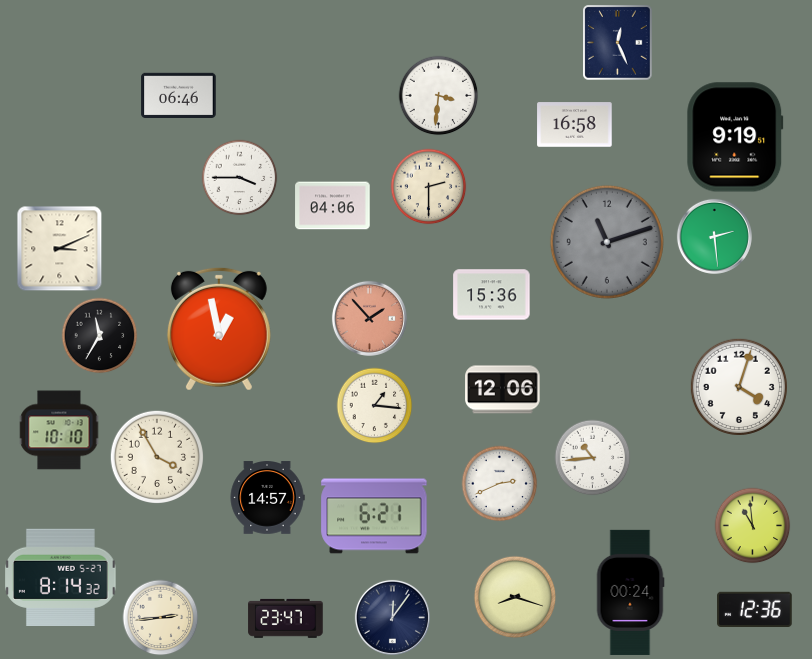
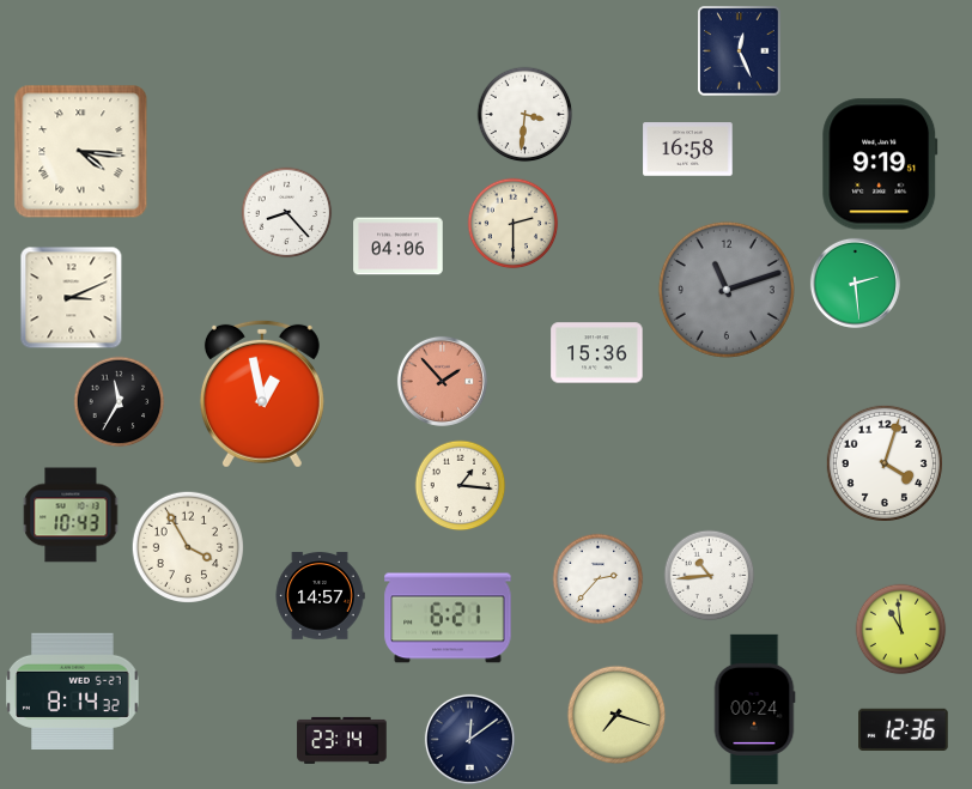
clock at (179, 95): 06:46 -> none
clock at (81, 152): none -> 4:16
clock at (240, 178): 3:45 -> 8:23
clock at (492, 295) position: (492, 295) -> (597, 353)
clock at (503, 390): 12:06 -> none
clock at (375, 406) position: (375, 406) -> (461, 486)
clock at (59, 430): 10:10 -> 10:43
clock at (593, 458) position: (593, 458) -> (710, 576)
clock at (500, 484): 2:41 -> 2:37
clock at (515, 597): 8:18 -> 7:18
clock at (392, 617): 12:06 -> 12:09
clock at (161, 618): 2:44 -> none
clock at (286, 618): 23:47 -> 23:14
